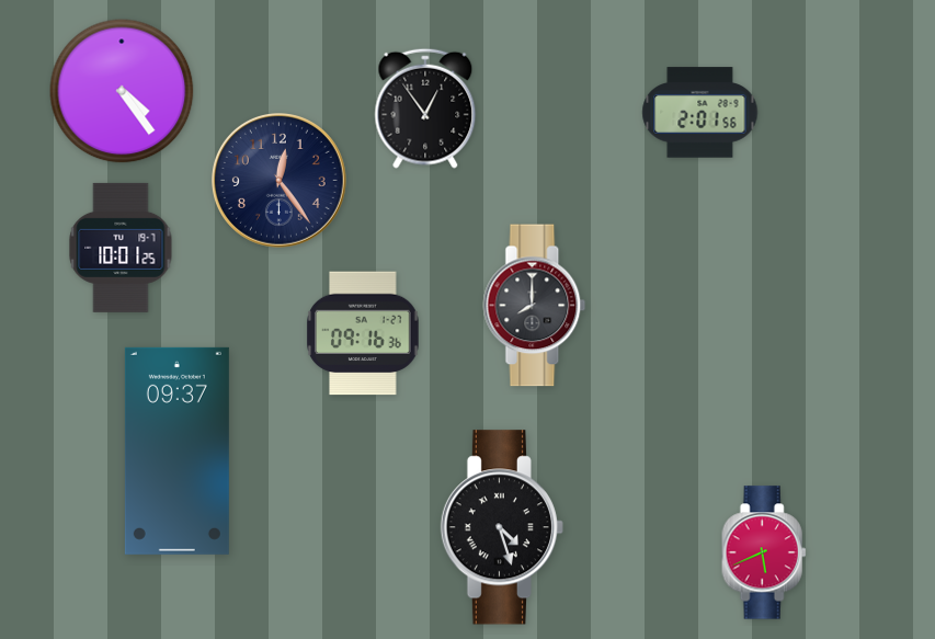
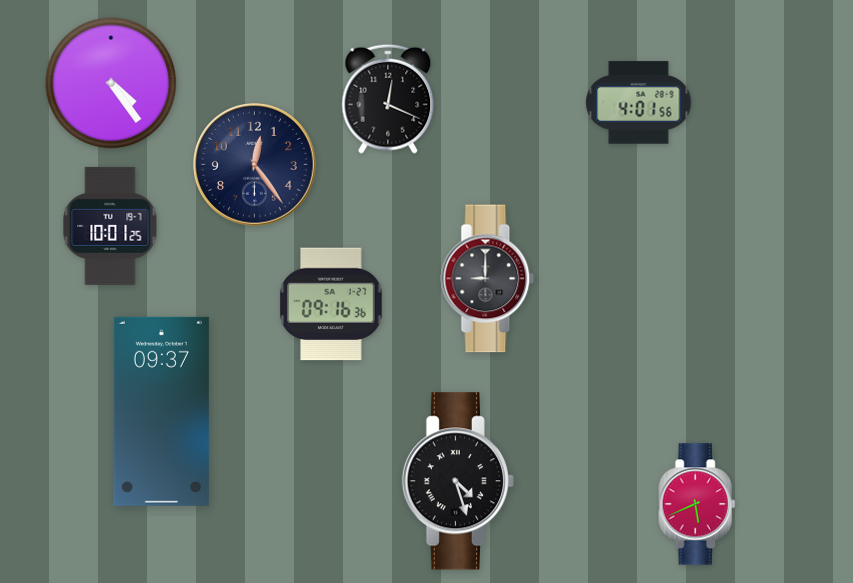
clock at (425, 109): 12:54 -> 12:19
clock at (700, 113): 2:01 -> 4:01
clock at (535, 306): 8:00 -> 9:00
